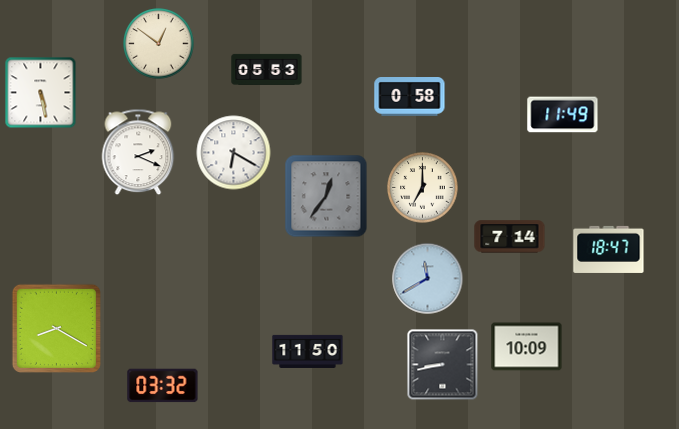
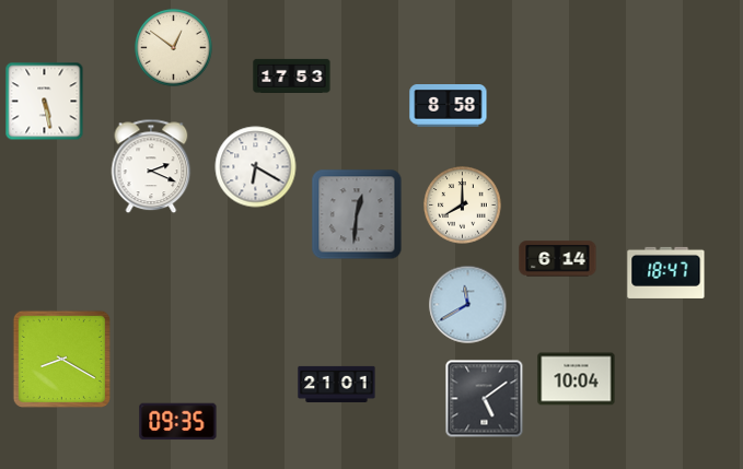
clock at (267, 69): 05:53 -> 17:53
clock at (410, 97): 0:58 -> 8:58
clock at (563, 115): 11:49 -> none
clock at (423, 188): 7:00 -> 8:00
clock at (326, 196): 12:36 -> 12:31
clock at (510, 237): 7:14 -> 6:14
clock at (527, 347): 10:09 -> 10:04
clock at (308, 351): 11:50 -> 21:01
clock at (443, 365): 8:43 -> 5:09
clock at (163, 386): 03:32 -> 09:35
